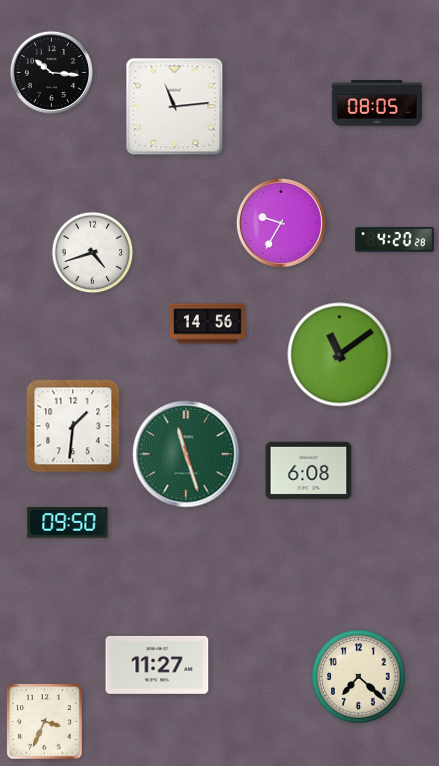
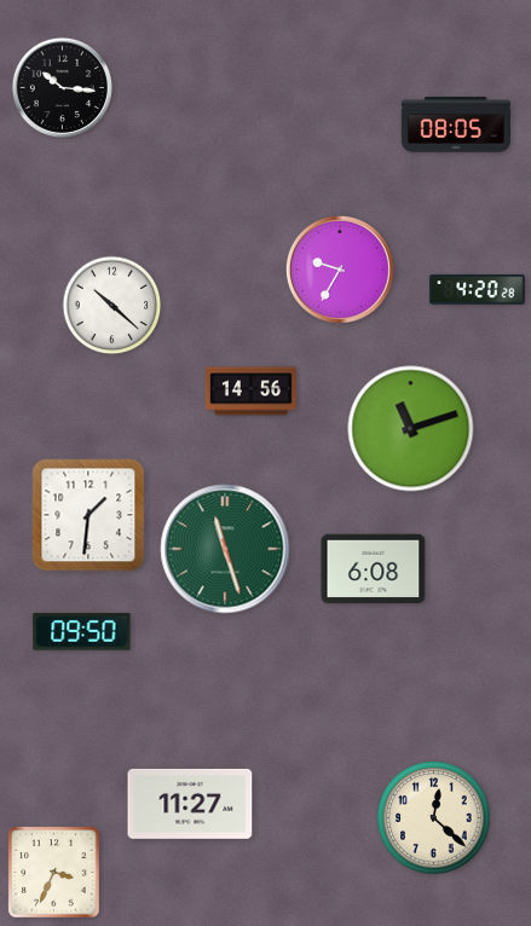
clock at (175, 107): 11:14 -> none
clock at (93, 253): 4:42 -> 10:22
clock at (340, 355): 11:09 -> 11:12
clock at (359, 677): 7:22 -> 12:22
